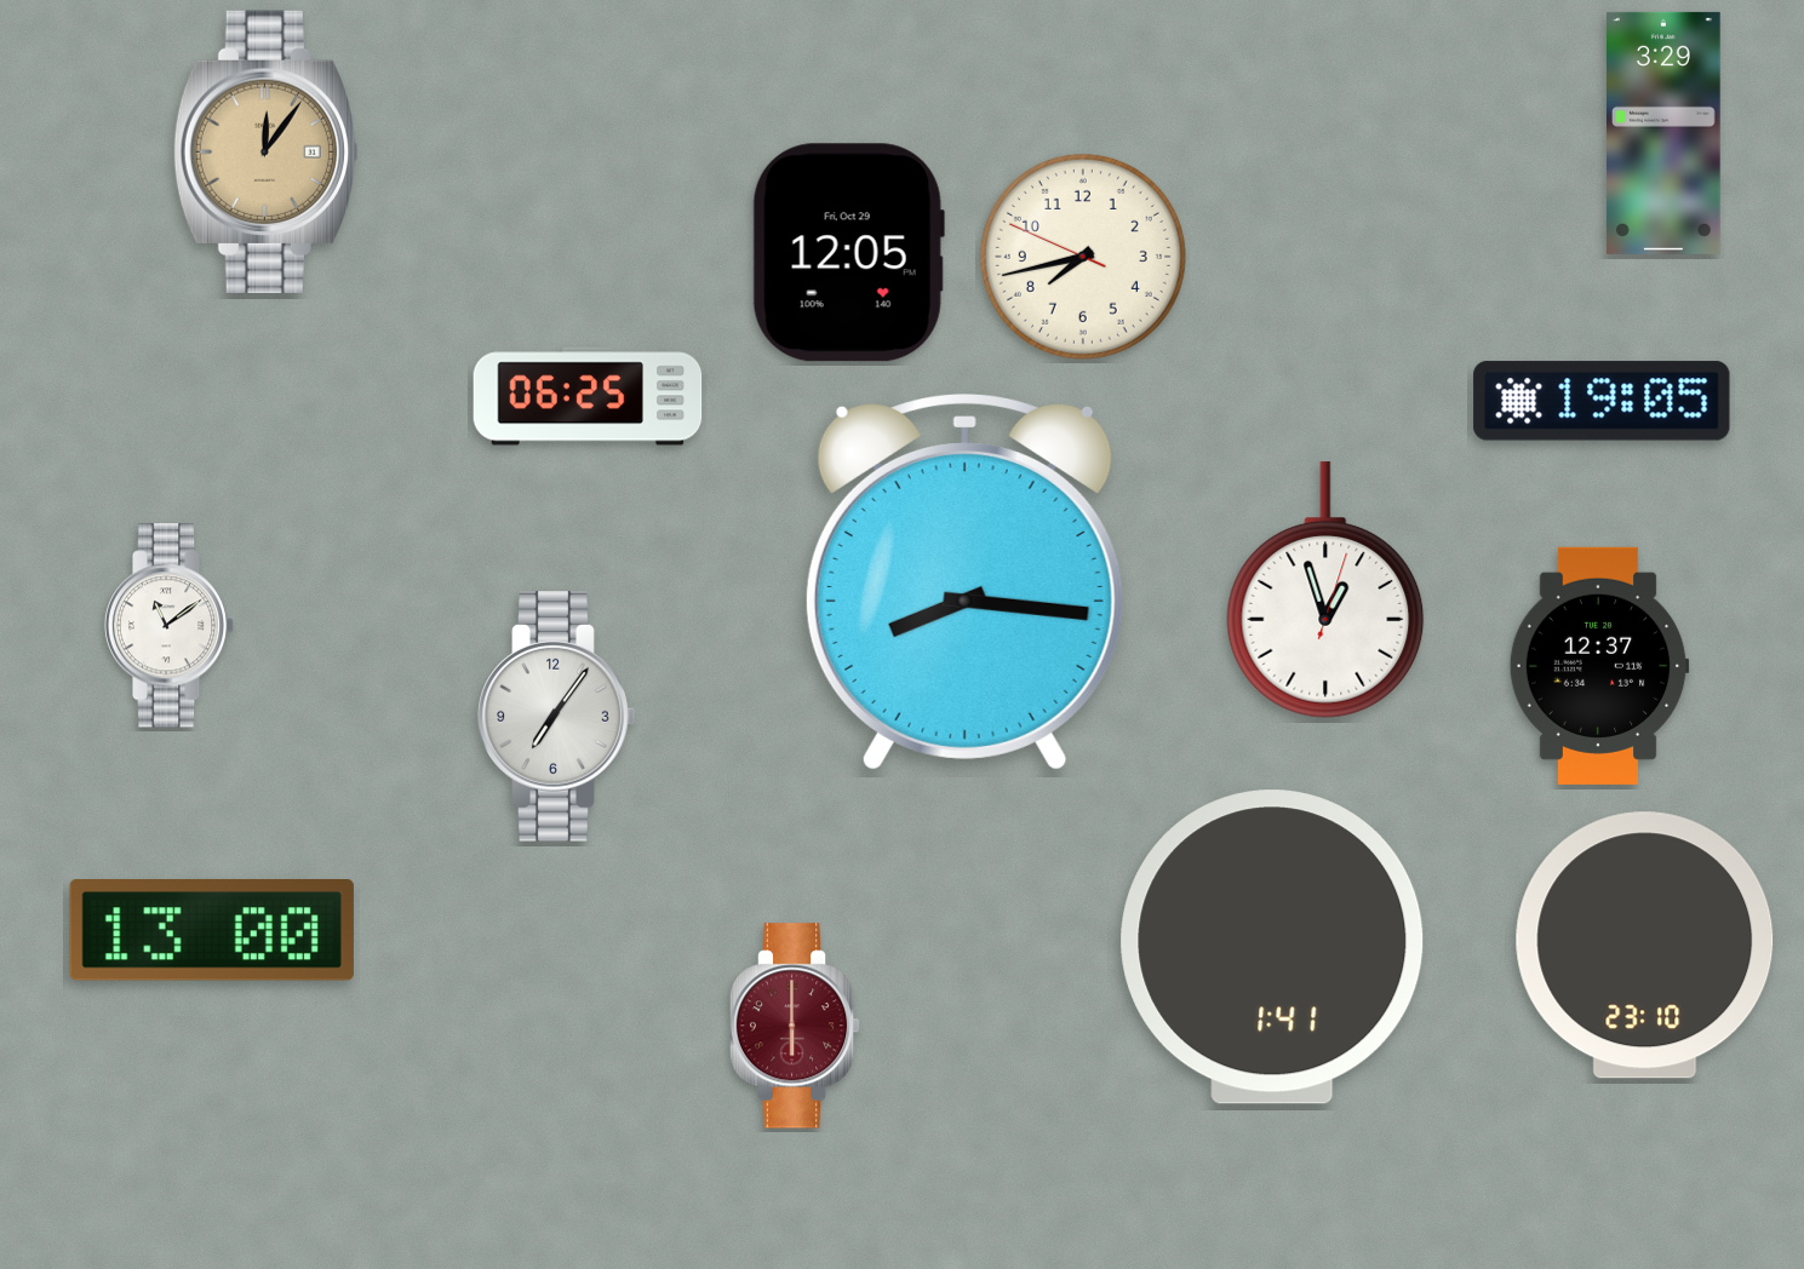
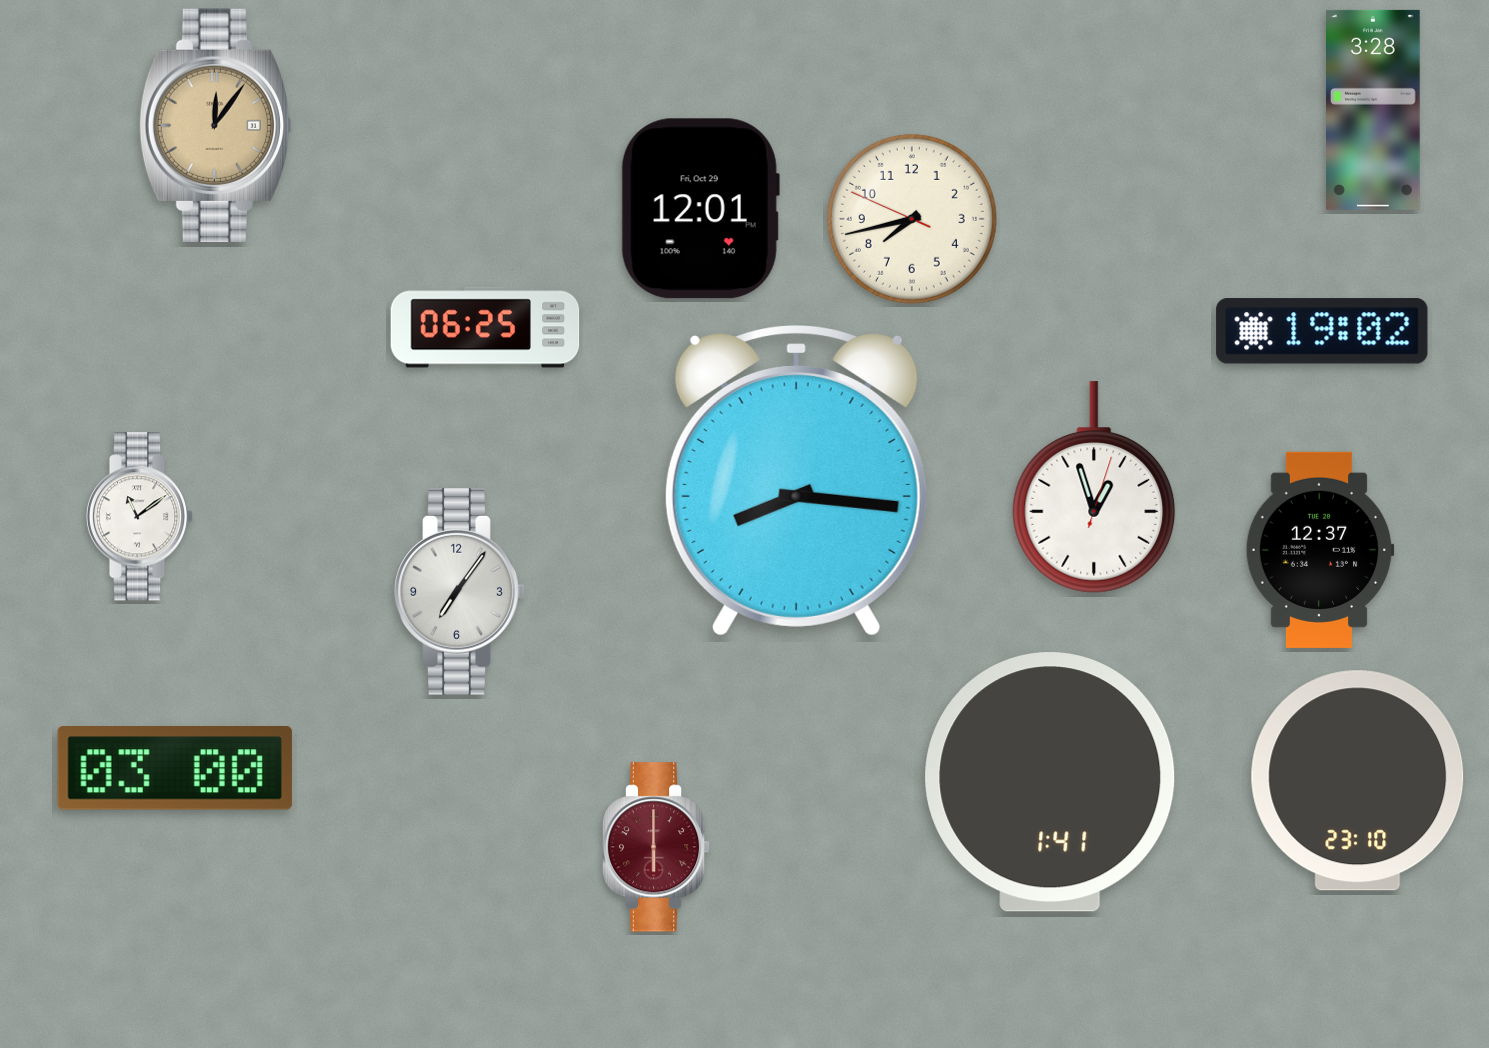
clock at (1665, 133): 3:29 -> 3:28
clock at (264, 151) position: (264, 151) -> (214, 125)
clock at (848, 253): 12:05 -> 12:01
clock at (1083, 257) position: (1083, 257) -> (912, 219)
clock at (1602, 401): 19:05 -> 19:02
clock at (212, 931): 13:00 -> 03:00
